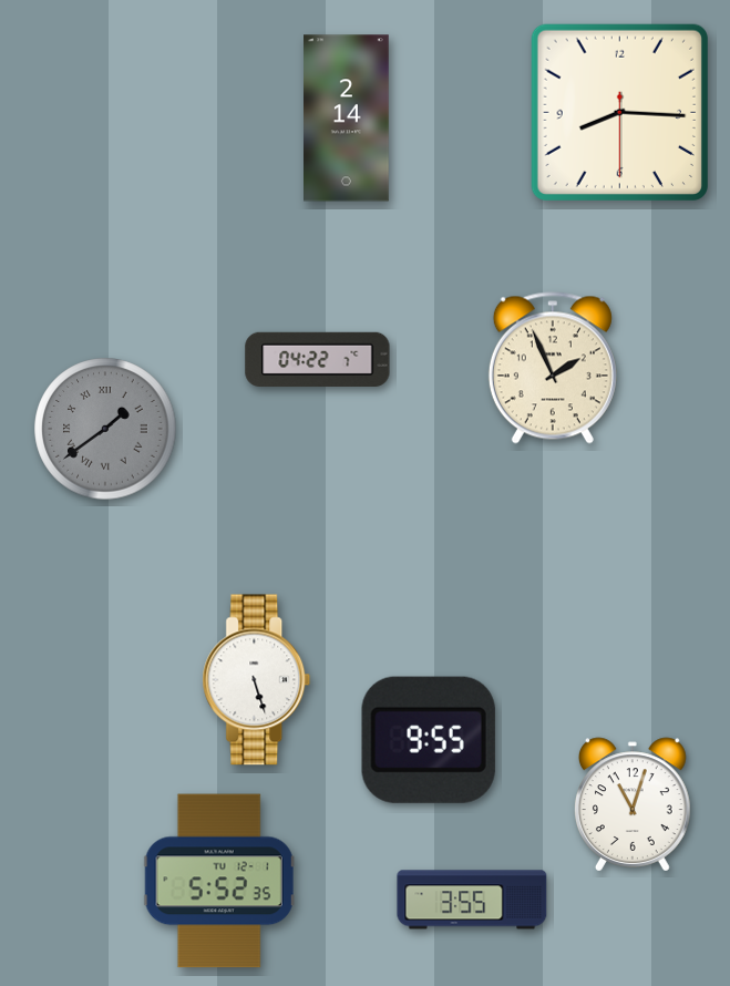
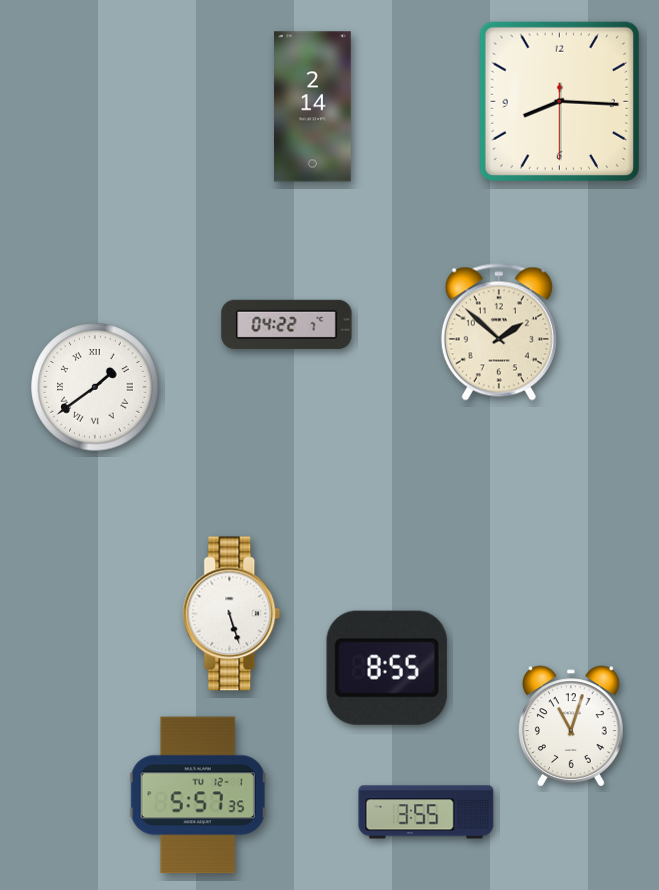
clock at (553, 368): 1:56 -> 1:52
clock at (105, 429) dial: grey -> white
clock at (429, 740): 9:55 -> 8:55
clock at (219, 881): 5:52 -> 5:57
